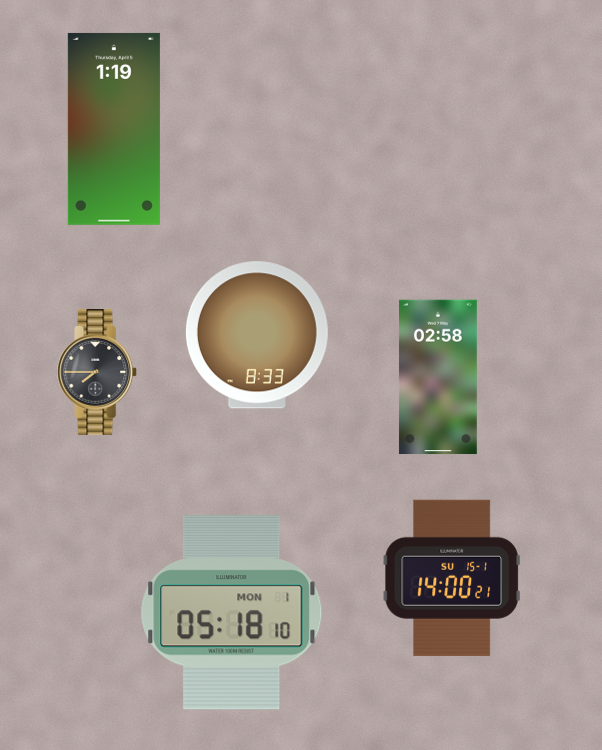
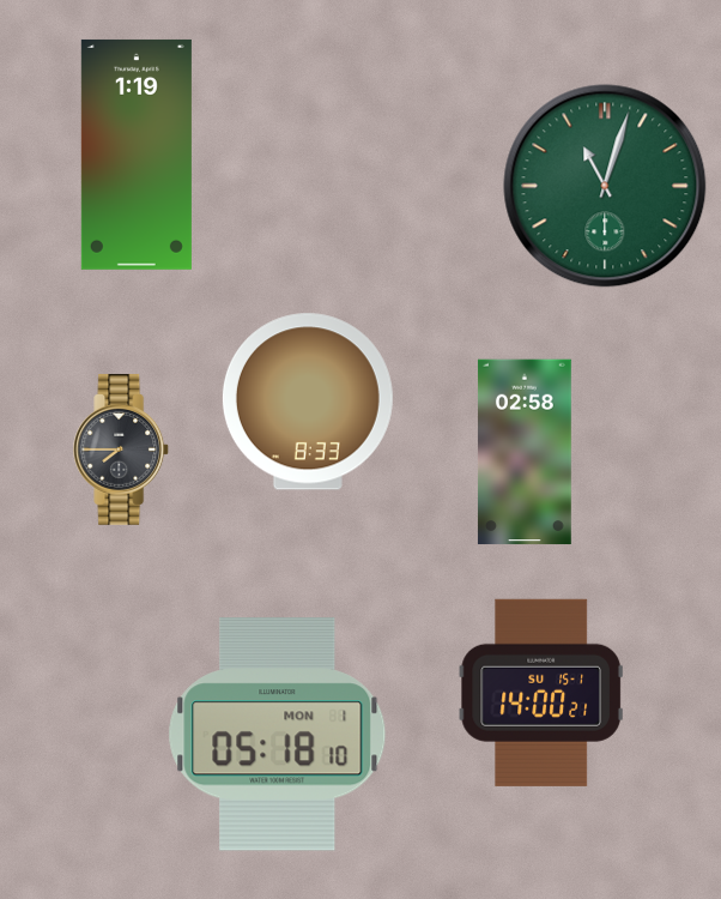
clock at (605, 186): none -> 11:03
clock at (98, 373) position: (98, 373) -> (122, 451)
